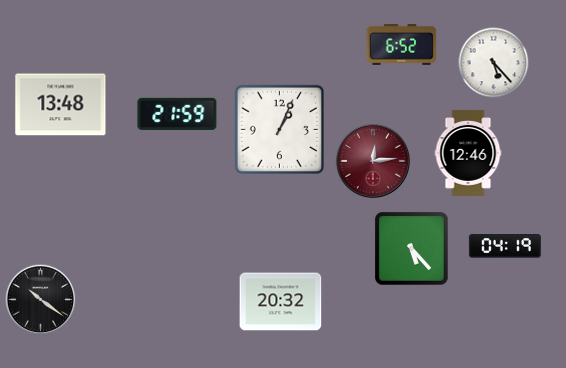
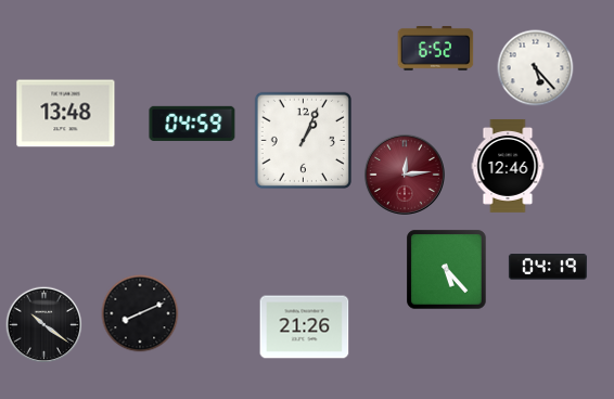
clock at (177, 114): 21:59 -> 04:59
clock at (140, 313): none -> 8:11
clock at (281, 302): 20:32 -> 21:26
